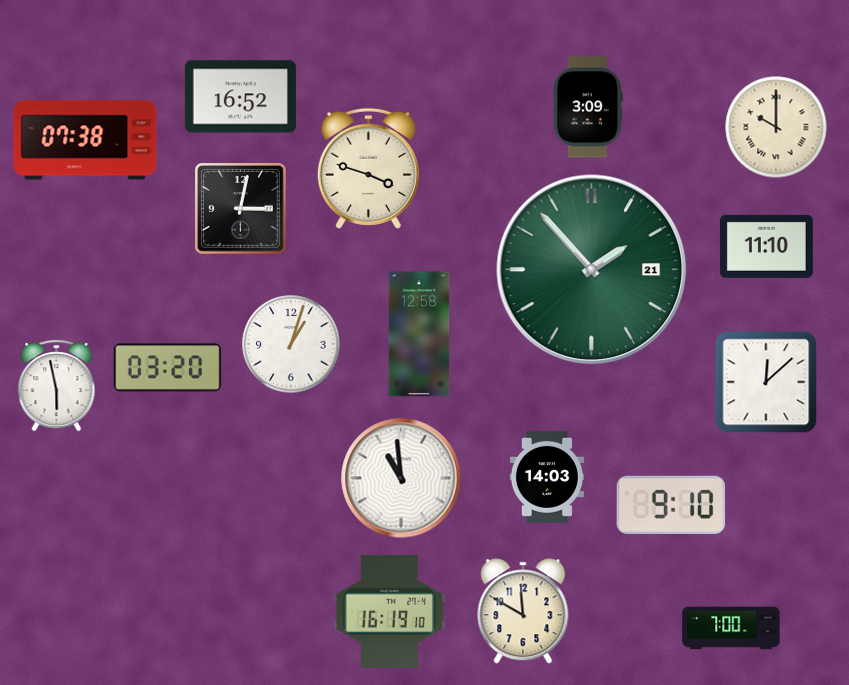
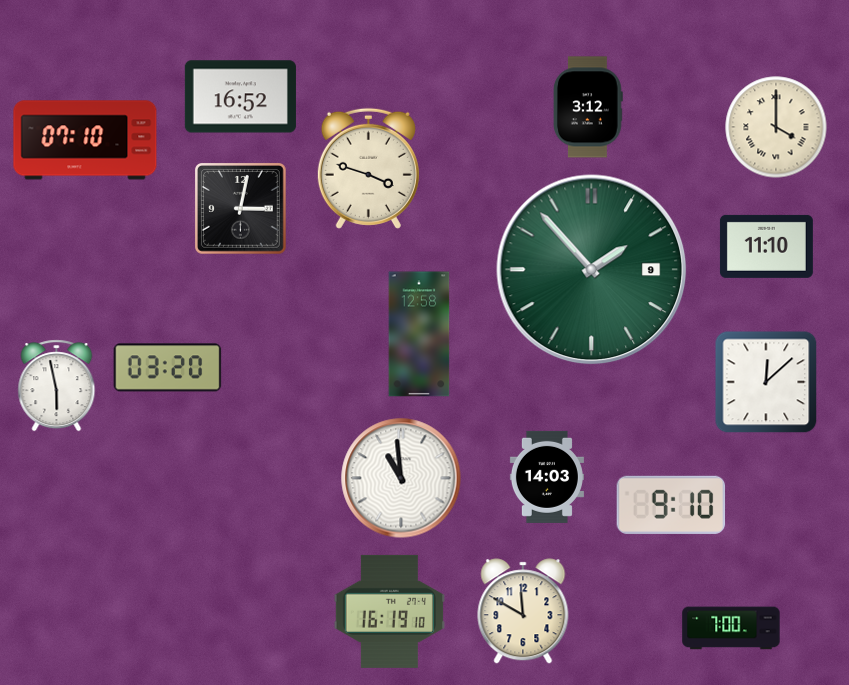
clock at (588, 107): 3:09 -> 3:12
clock at (776, 127): 10:00 -> 4:00
clock at (85, 140): 07:38 -> 07:10
clock at (592, 270) date: 21 -> 9
clock at (291, 344): 1:03 -> none
